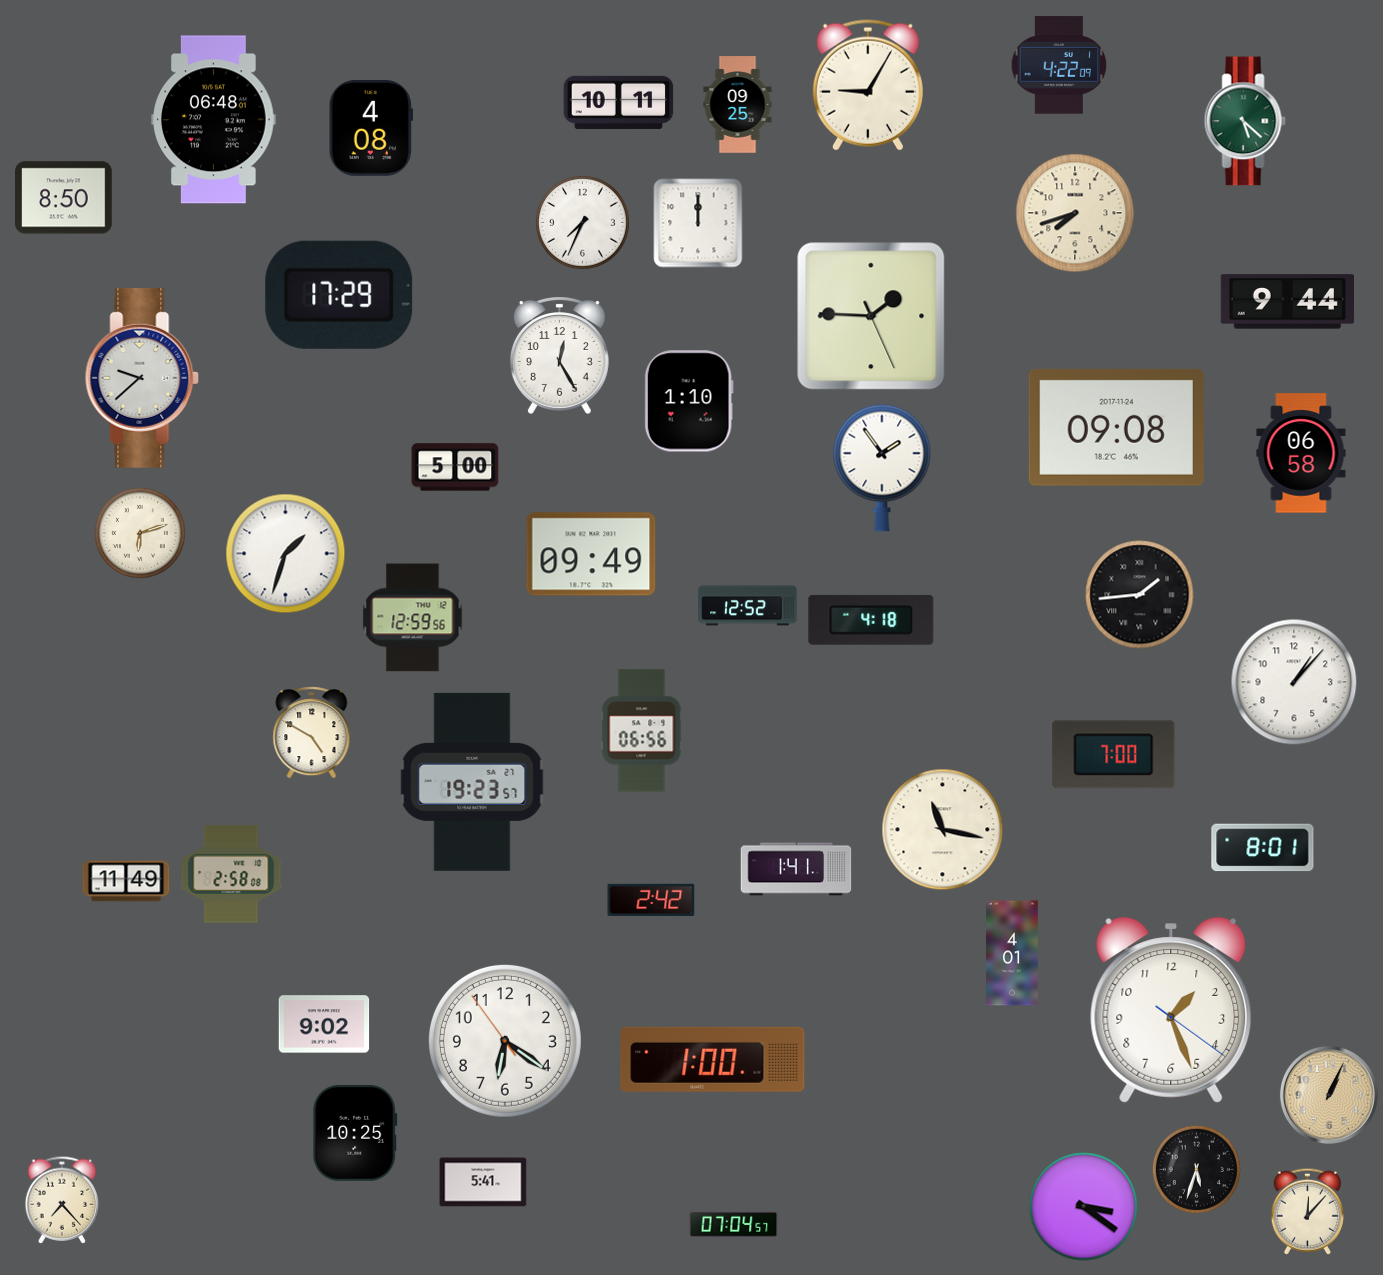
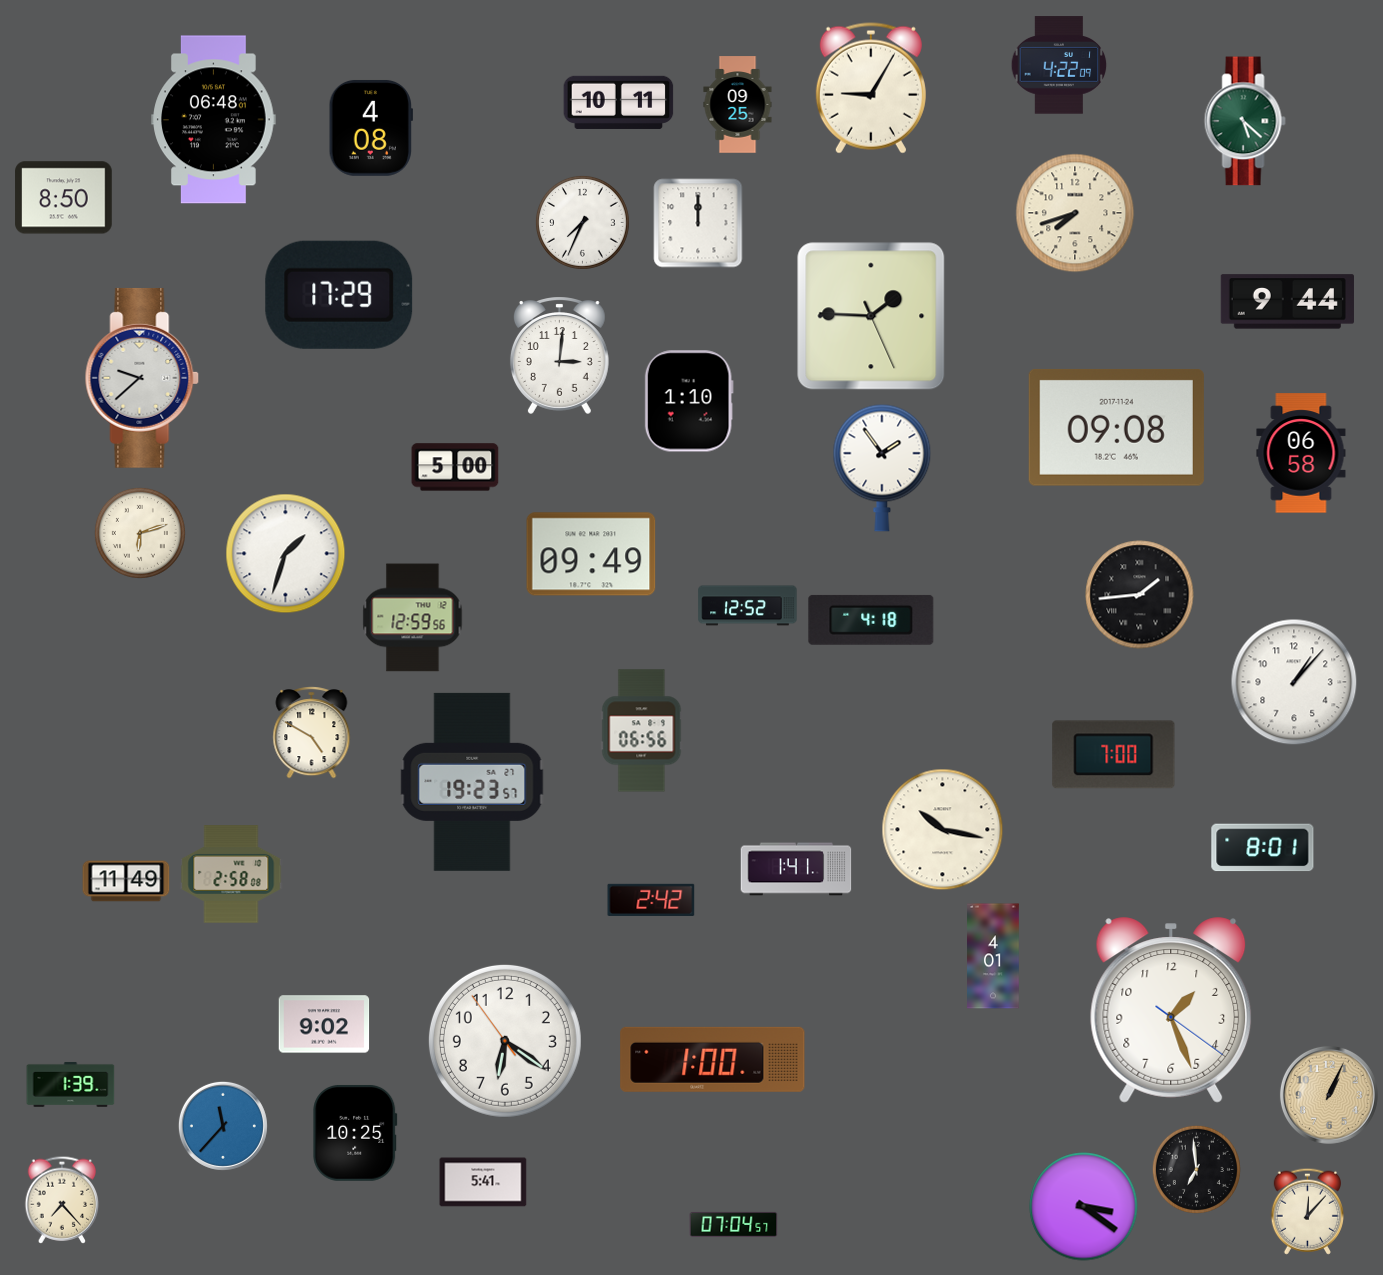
clock at (868, 85) position: (868, 85) -> (871, 88)
clock at (559, 355): 12:25 -> 3:01
clock at (943, 830): 11:17 -> 10:17
clock at (1012, 953) position: (1012, 953) -> (993, 956)
clock at (71, 1084): none -> 1:39
clock at (223, 1126): none -> 11:37
clock at (1196, 1169): 5:33 -> 6:59
